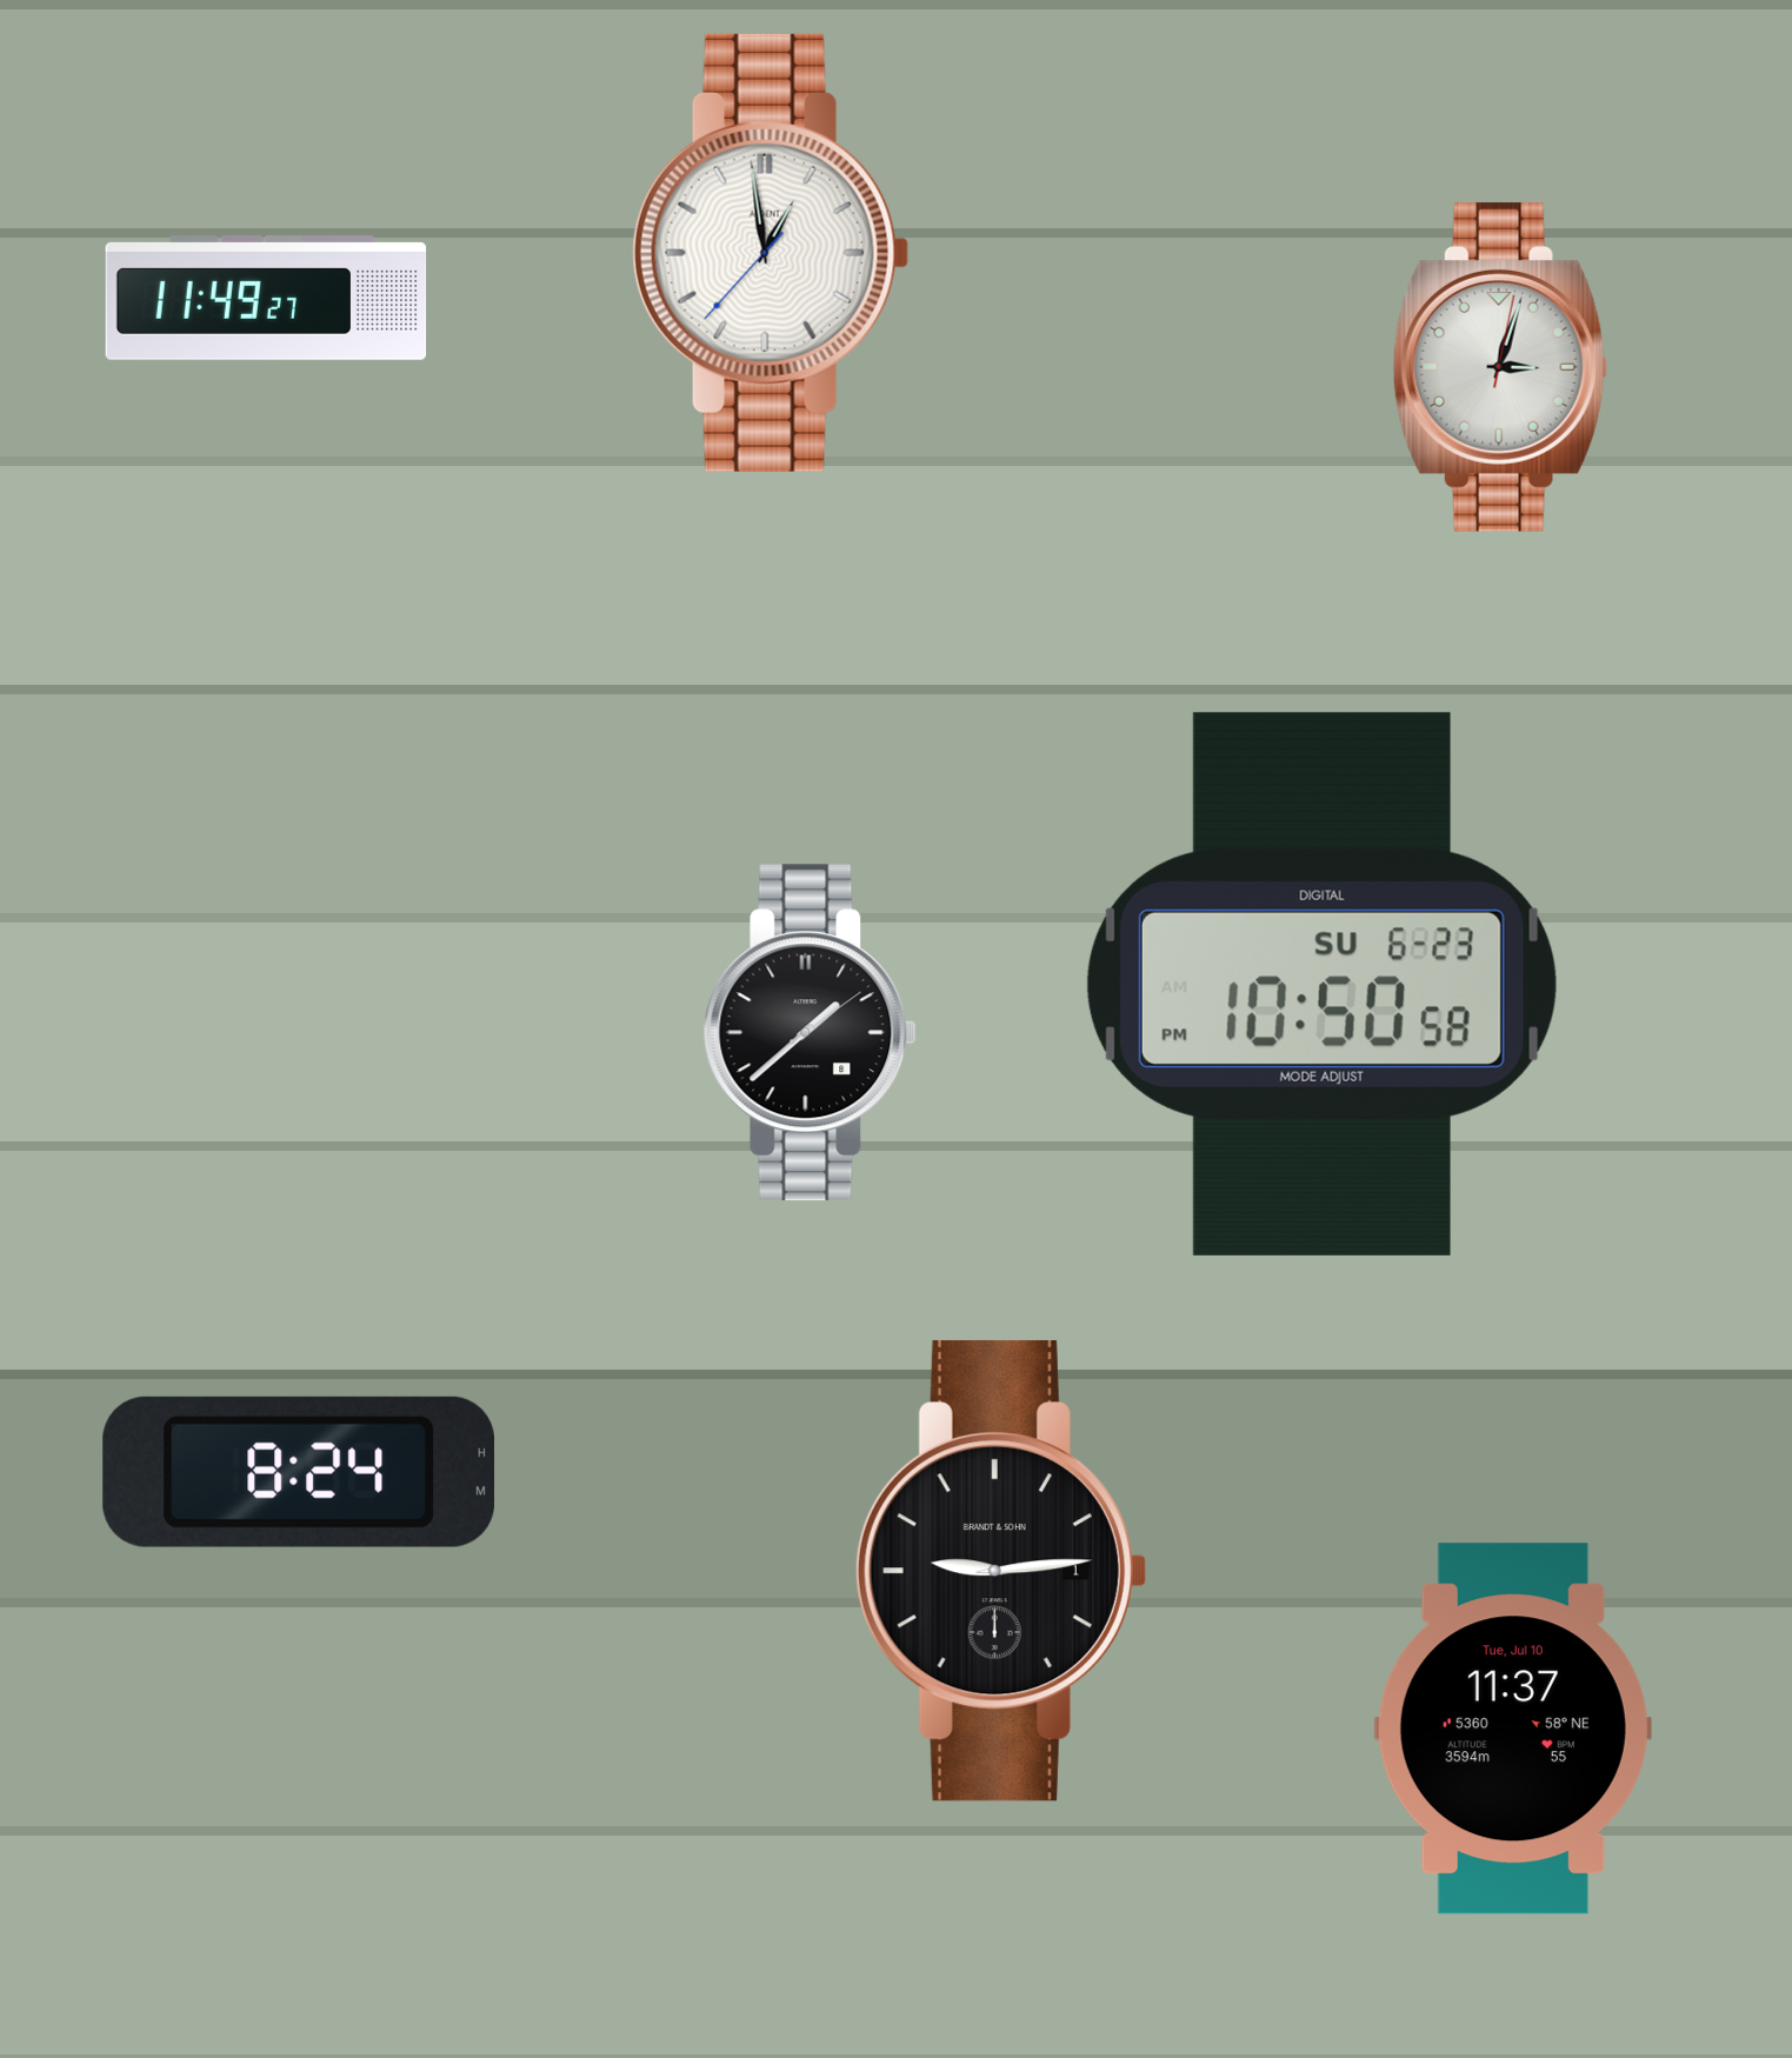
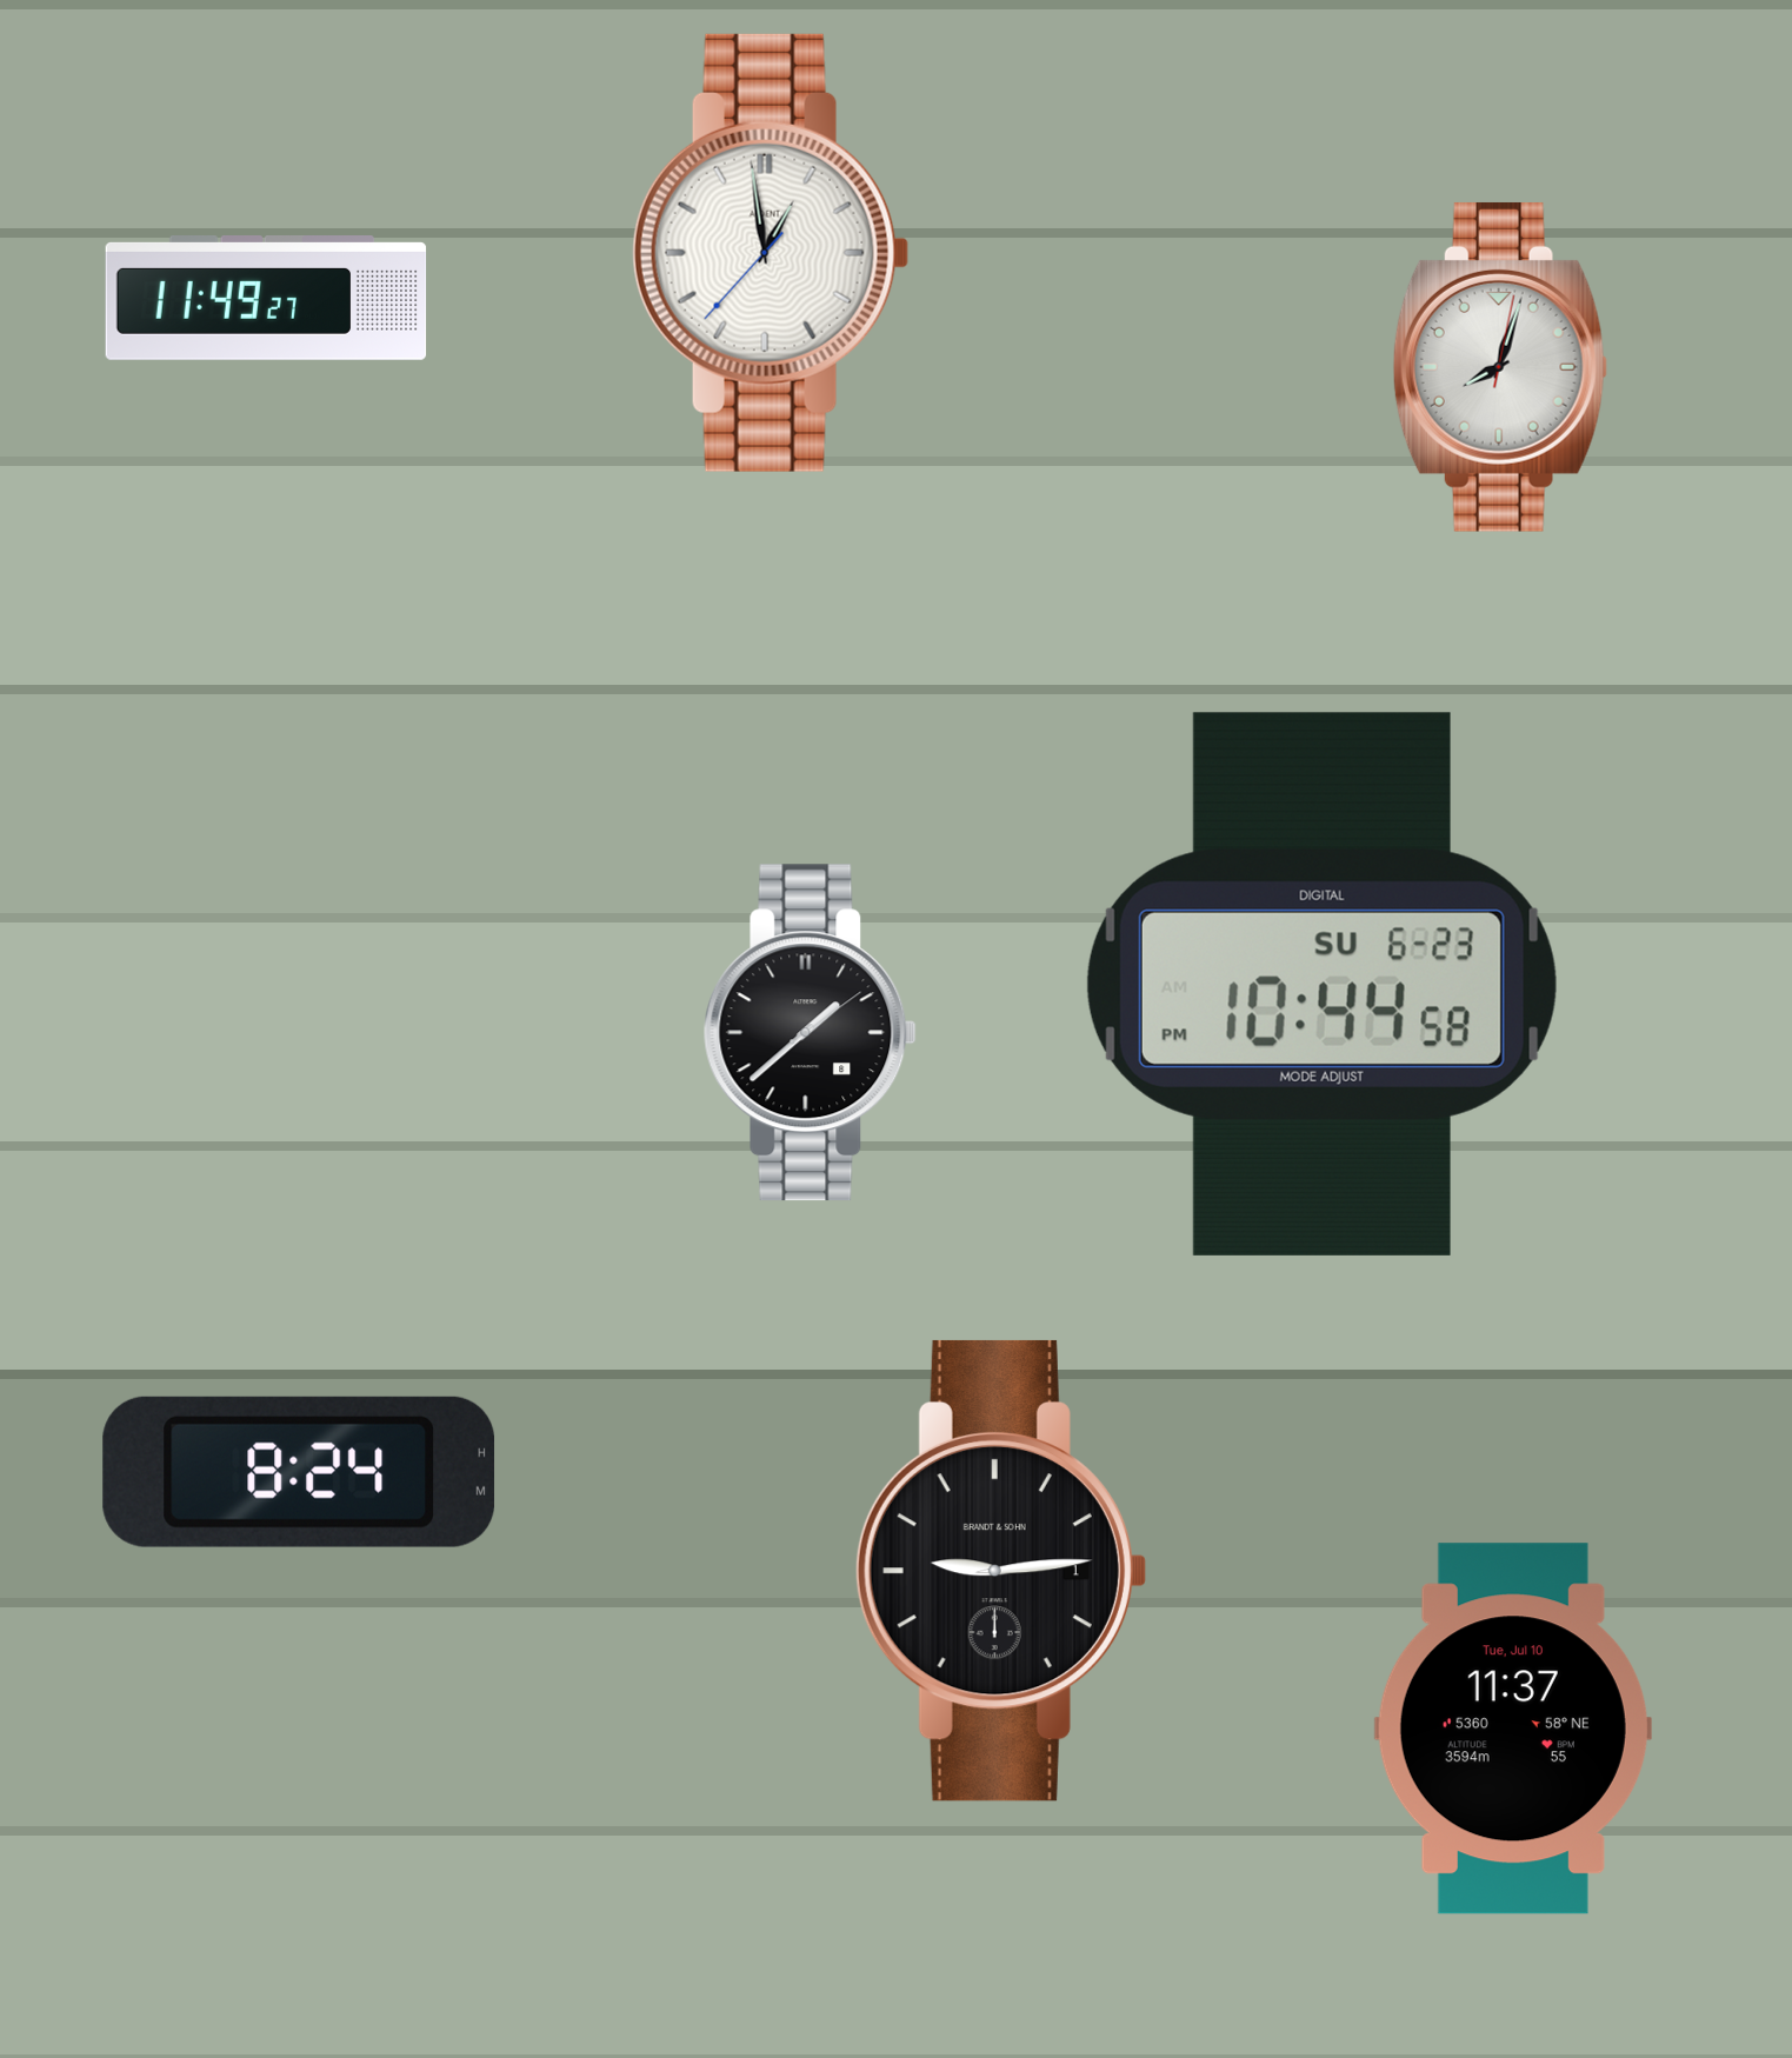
clock at (1500, 367): 3:03 -> 8:03
clock at (1321, 984): 10:50 -> 10:44
